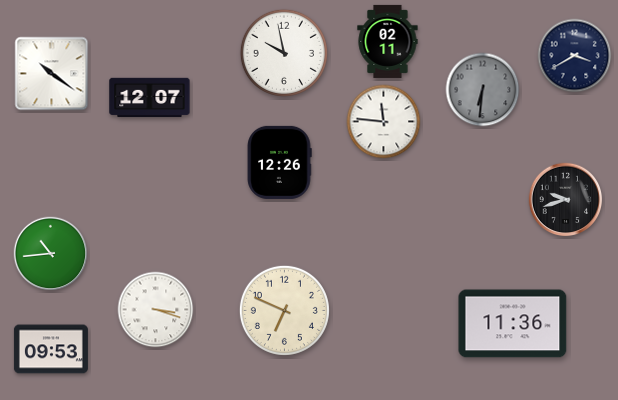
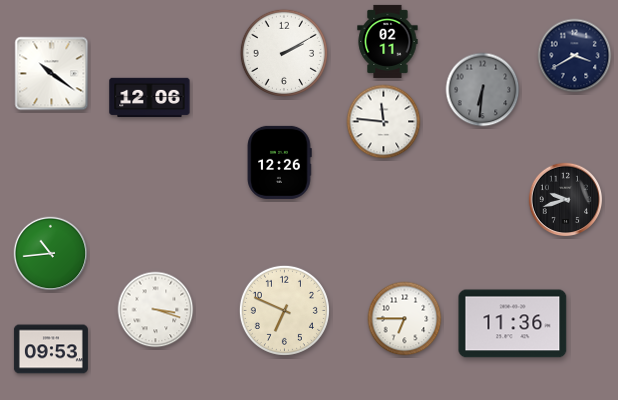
clock at (284, 53): 9:58 -> 2:10
clock at (150, 98): 12:07 -> 12:06
clock at (405, 319): none -> 6:45
